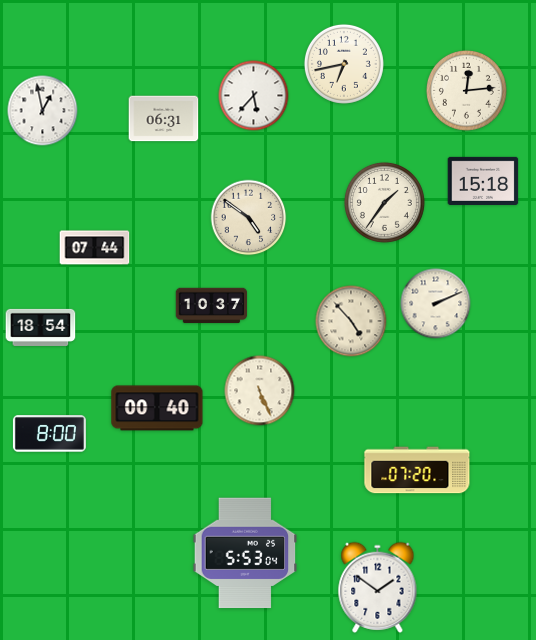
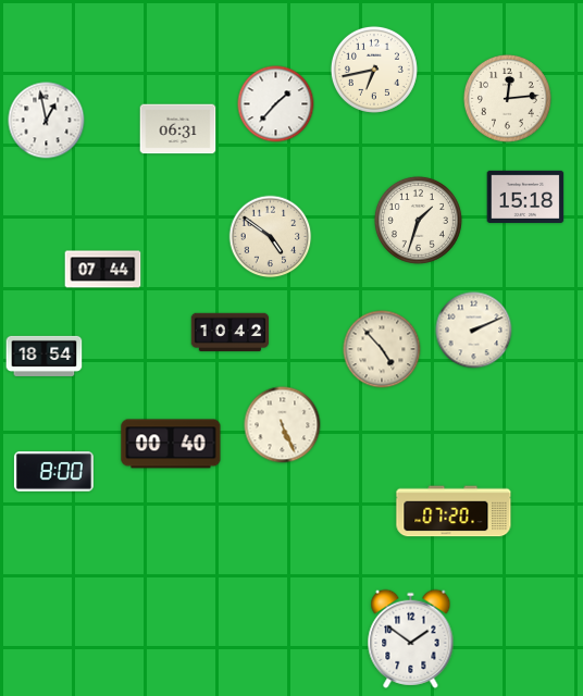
clock at (254, 96): 5:37 -> 1:37
clock at (384, 202): 1:36 -> 1:33
clock at (212, 306): 10:37 -> 10:42
clock at (245, 553): 5:53 -> none
